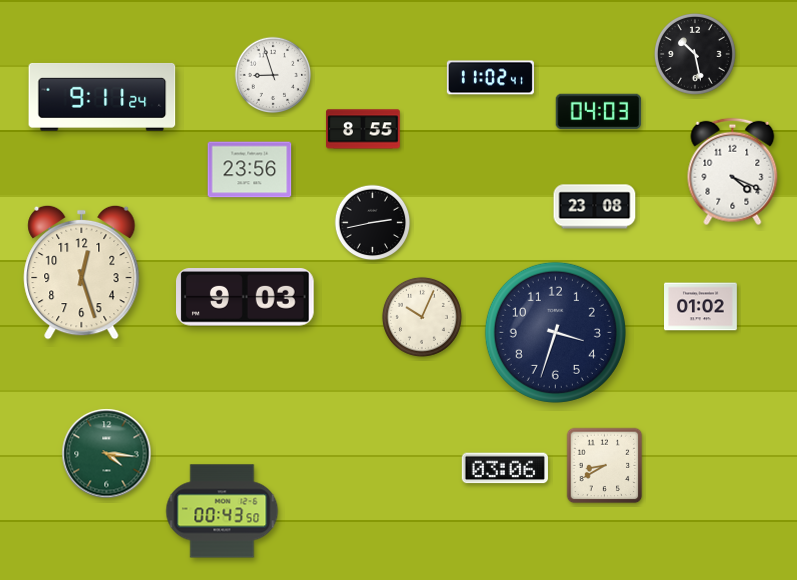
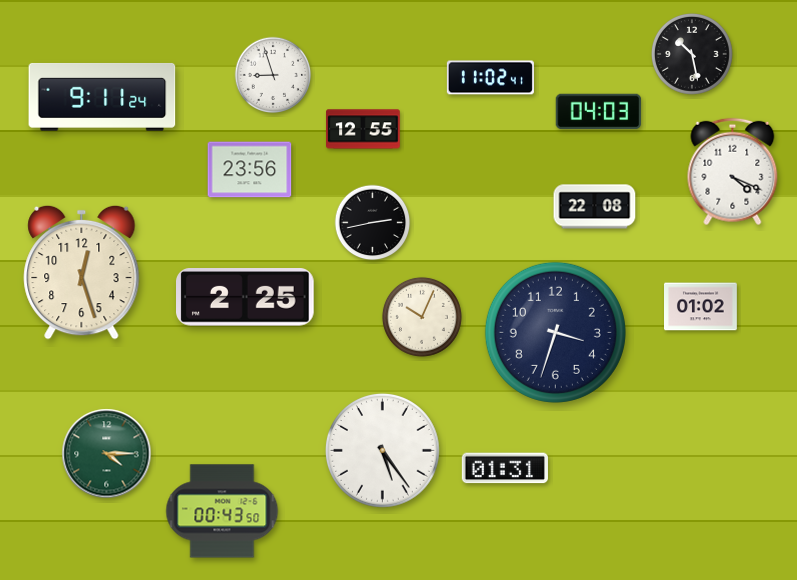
clock at (695, 54) position: (695, 54) -> (692, 54)
clock at (363, 129): 8:55 -> 12:55
clock at (595, 207): 23:08 -> 22:08
clock at (246, 298): 9:03 -> 2:25
clock at (383, 451): none -> 5:24
clock at (107, 454): 4:16 -> 4:15
clock at (605, 466): 8:40 -> none
clock at (505, 468): 03:06 -> 01:31
